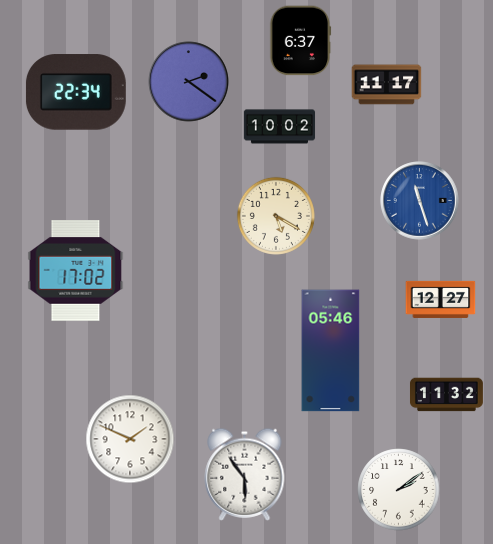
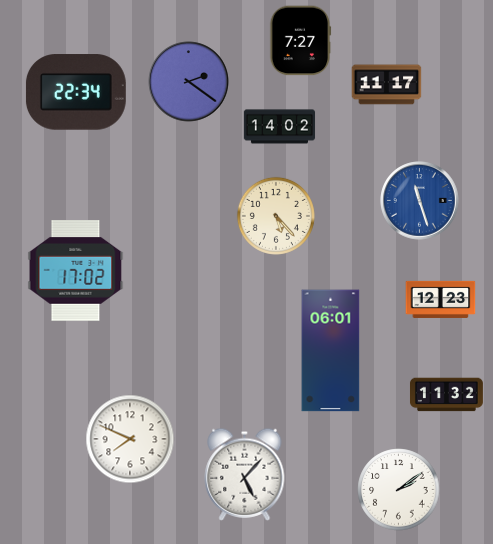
clock at (300, 41): 6:37 -> 7:27
clock at (280, 127): 10:02 -> 14:02
clock at (276, 216): 5:20 -> 5:23
clock at (441, 299): 12:27 -> 12:23
clock at (331, 351): 05:46 -> 06:01
clock at (130, 439): 1:49 -> 7:49
clock at (245, 474): 5:54 -> 5:07
